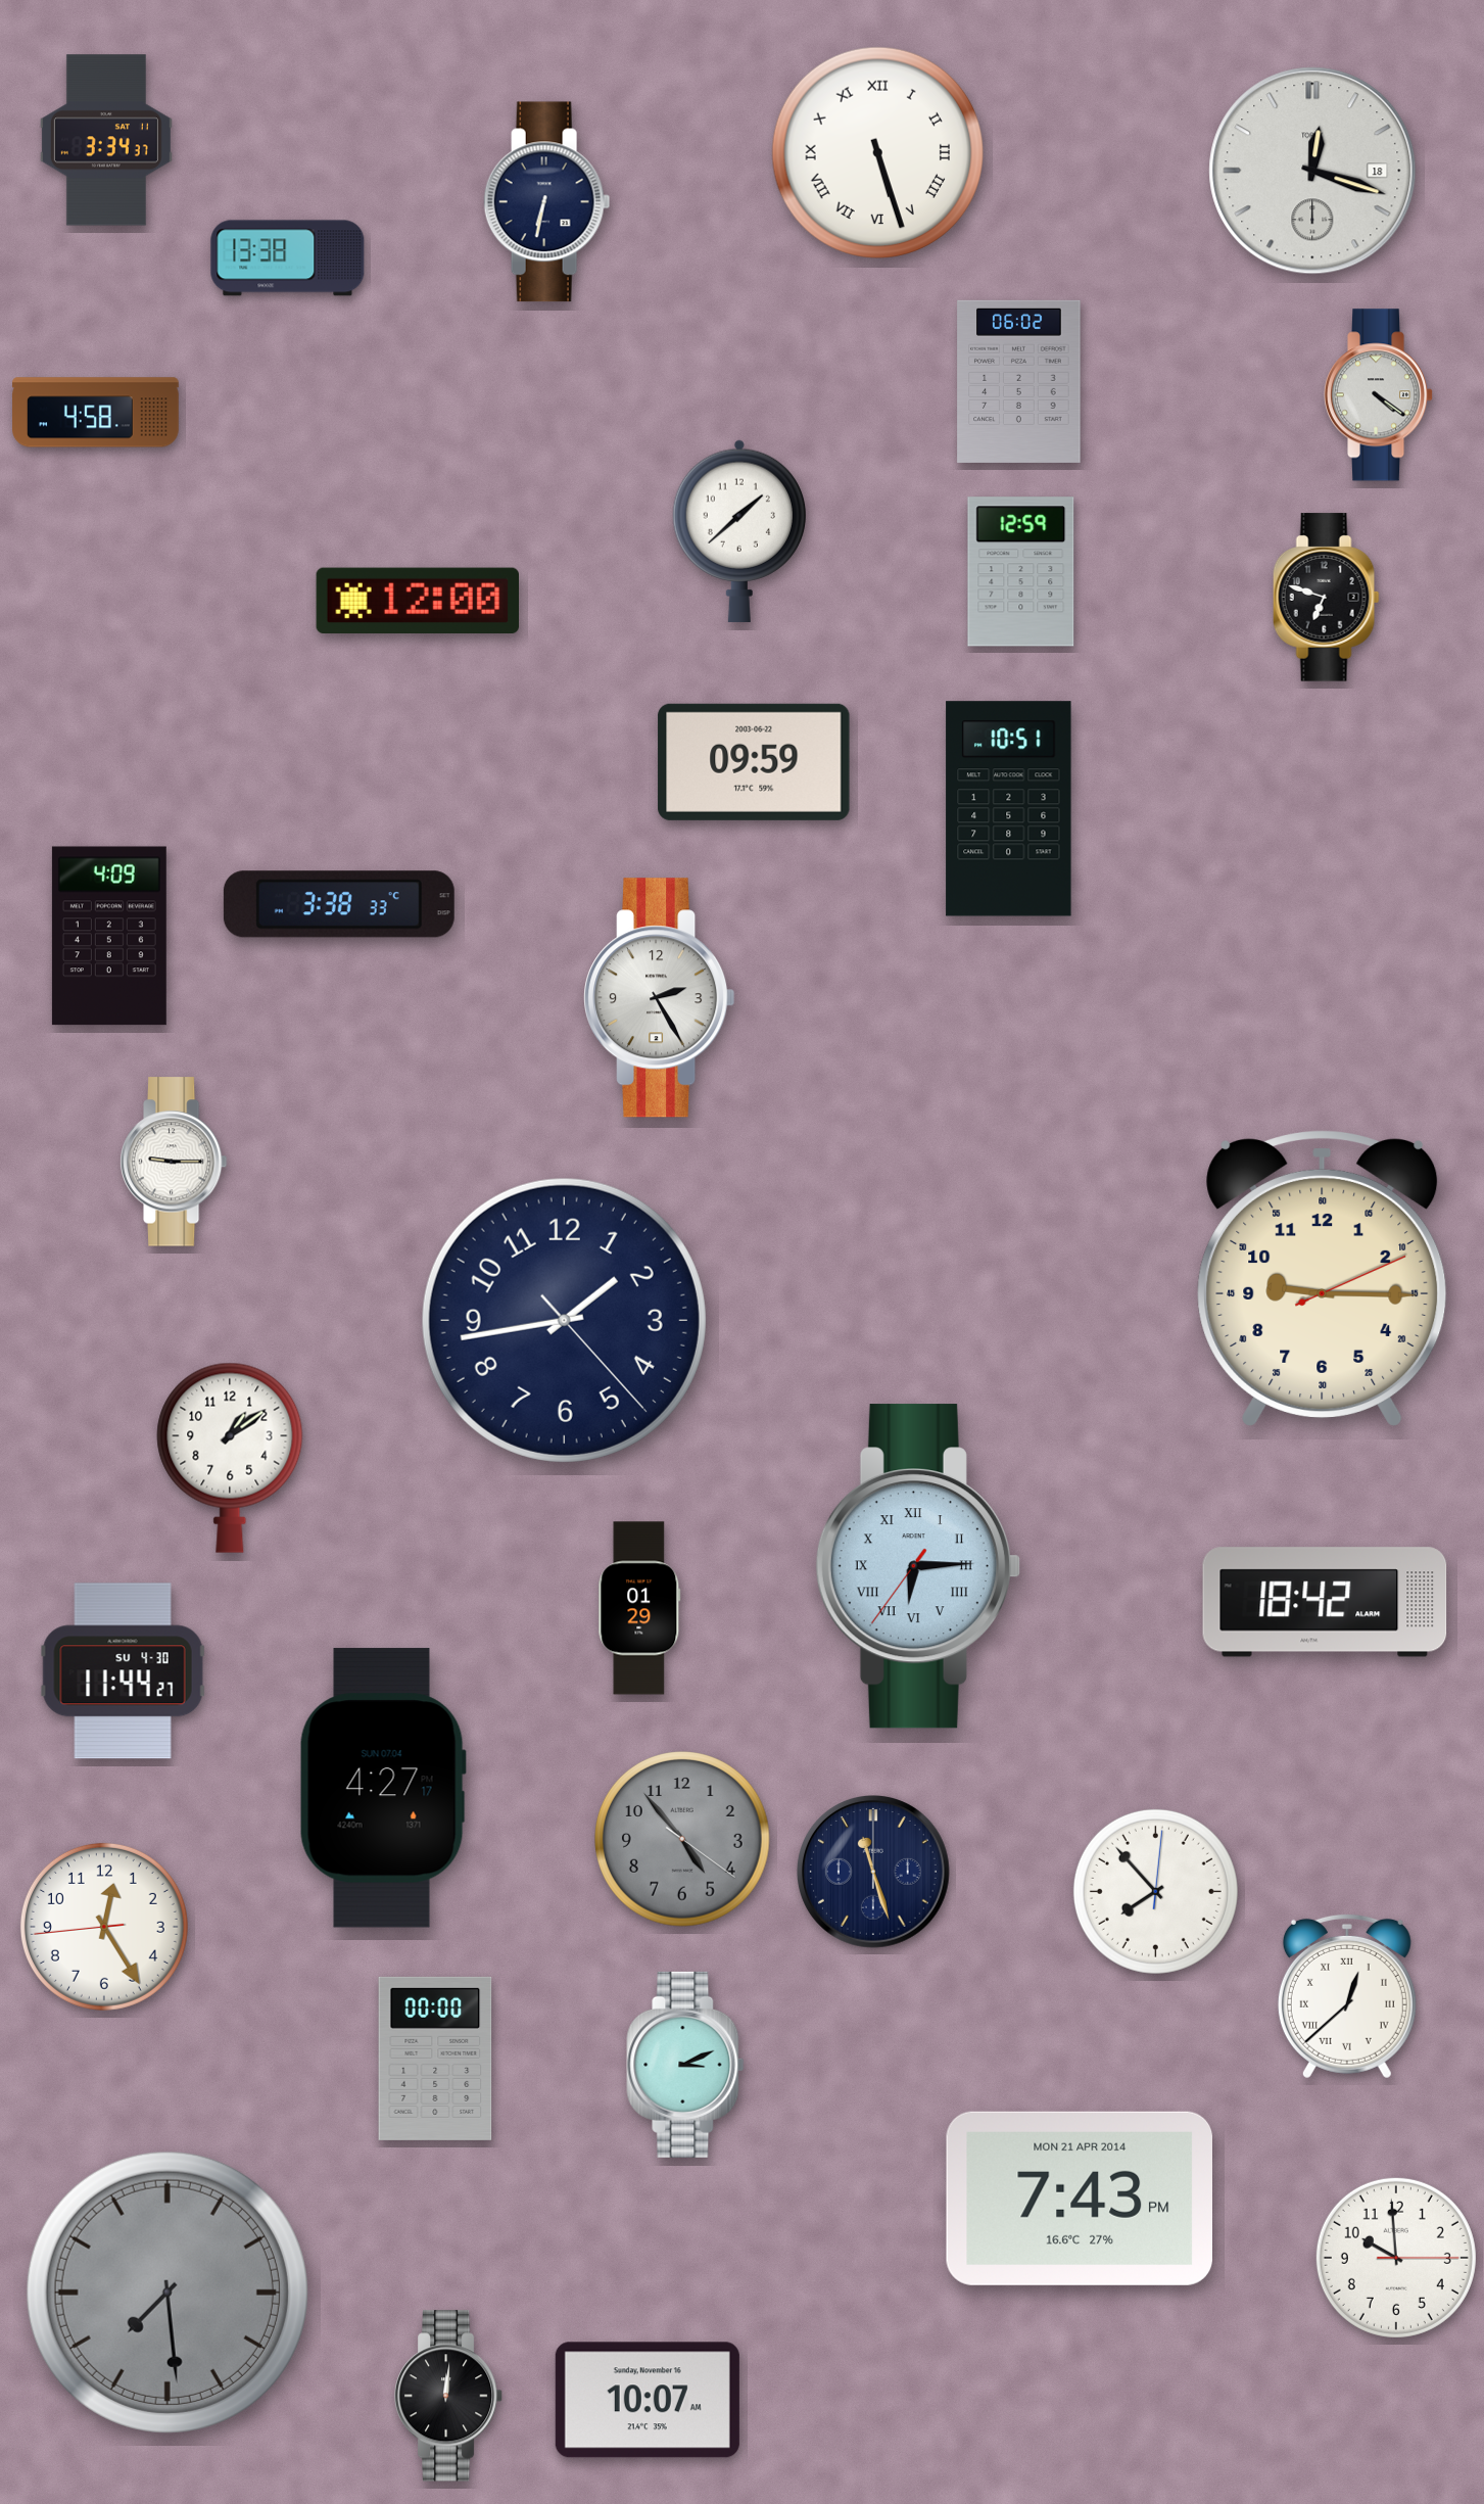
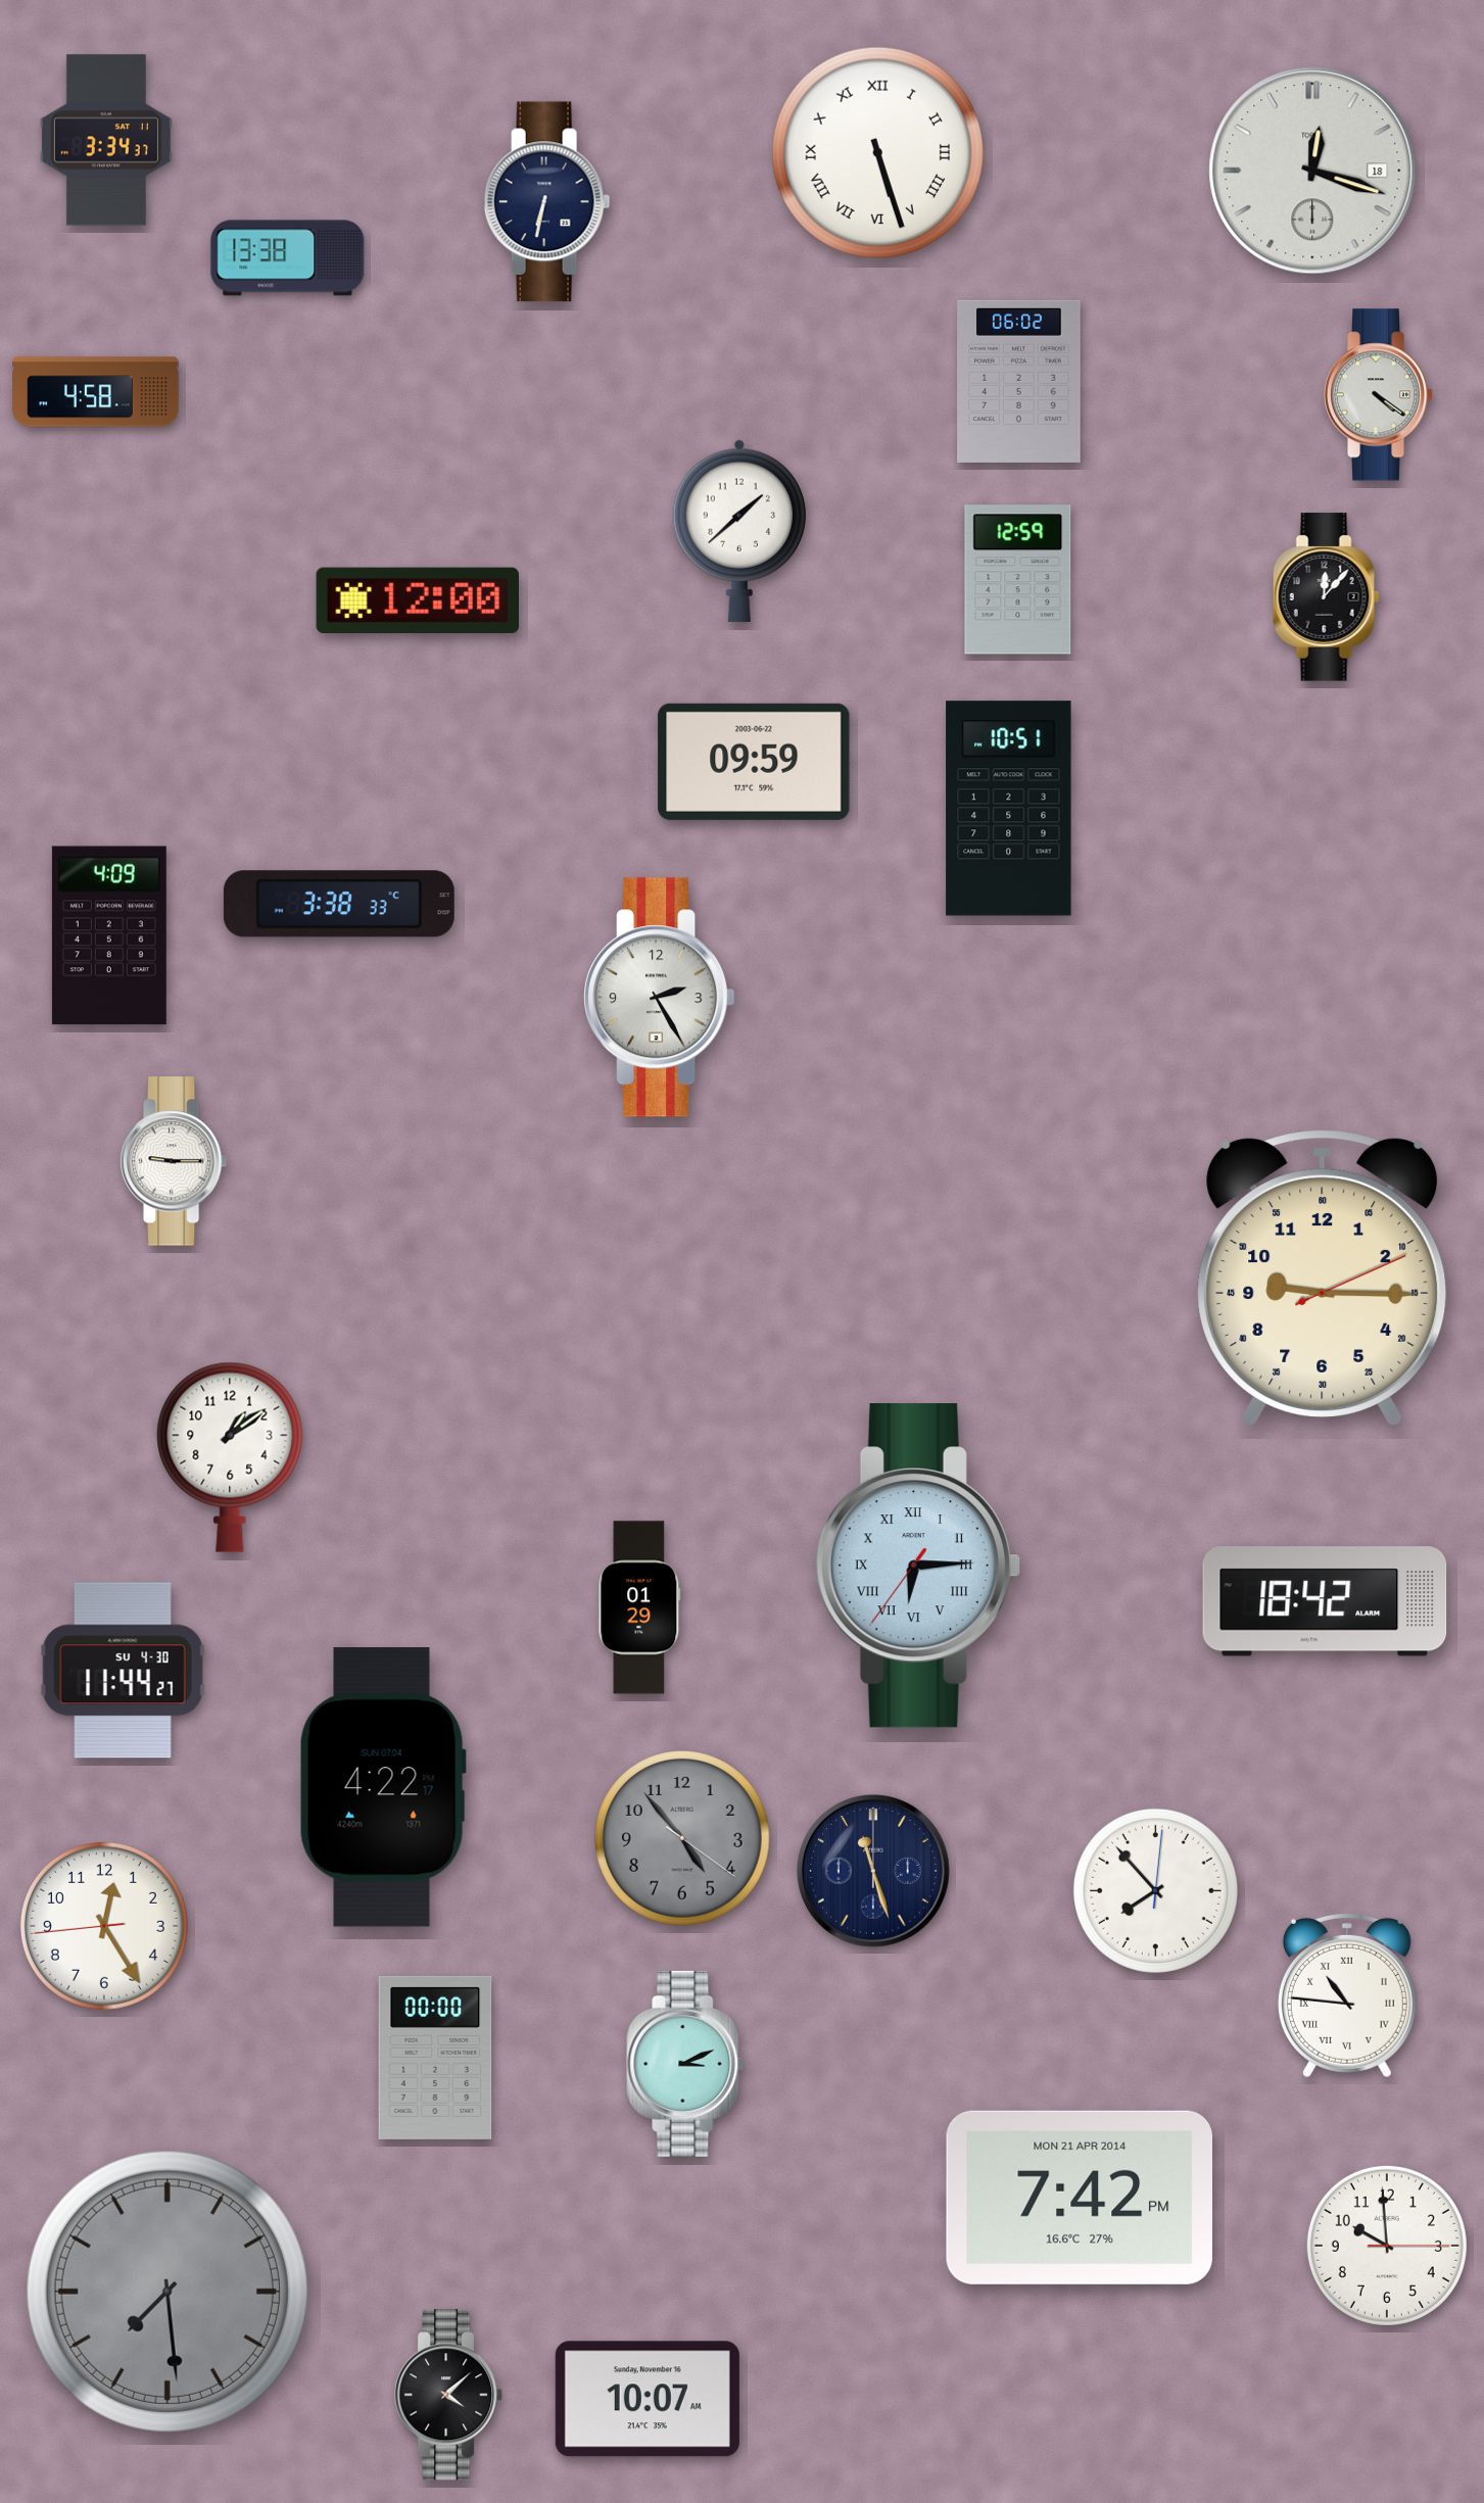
clock at (96, 413) position: (96, 413) -> (96, 392)
clock at (1021, 572) position: (1021, 572) -> (1018, 580)
clock at (1326, 598): 6:48 -> 12:07
clock at (564, 1320): 1:43 -> none
clock at (383, 1788): 4:27 -> 4:22
clock at (1347, 1996): 12:38 -> 10:46
clock at (1079, 2199): 7:43 -> 7:42
clock at (1396, 2258) position: (1396, 2258) -> (1387, 2246)
clock at (448, 2396): 12:01 -> 4:08
